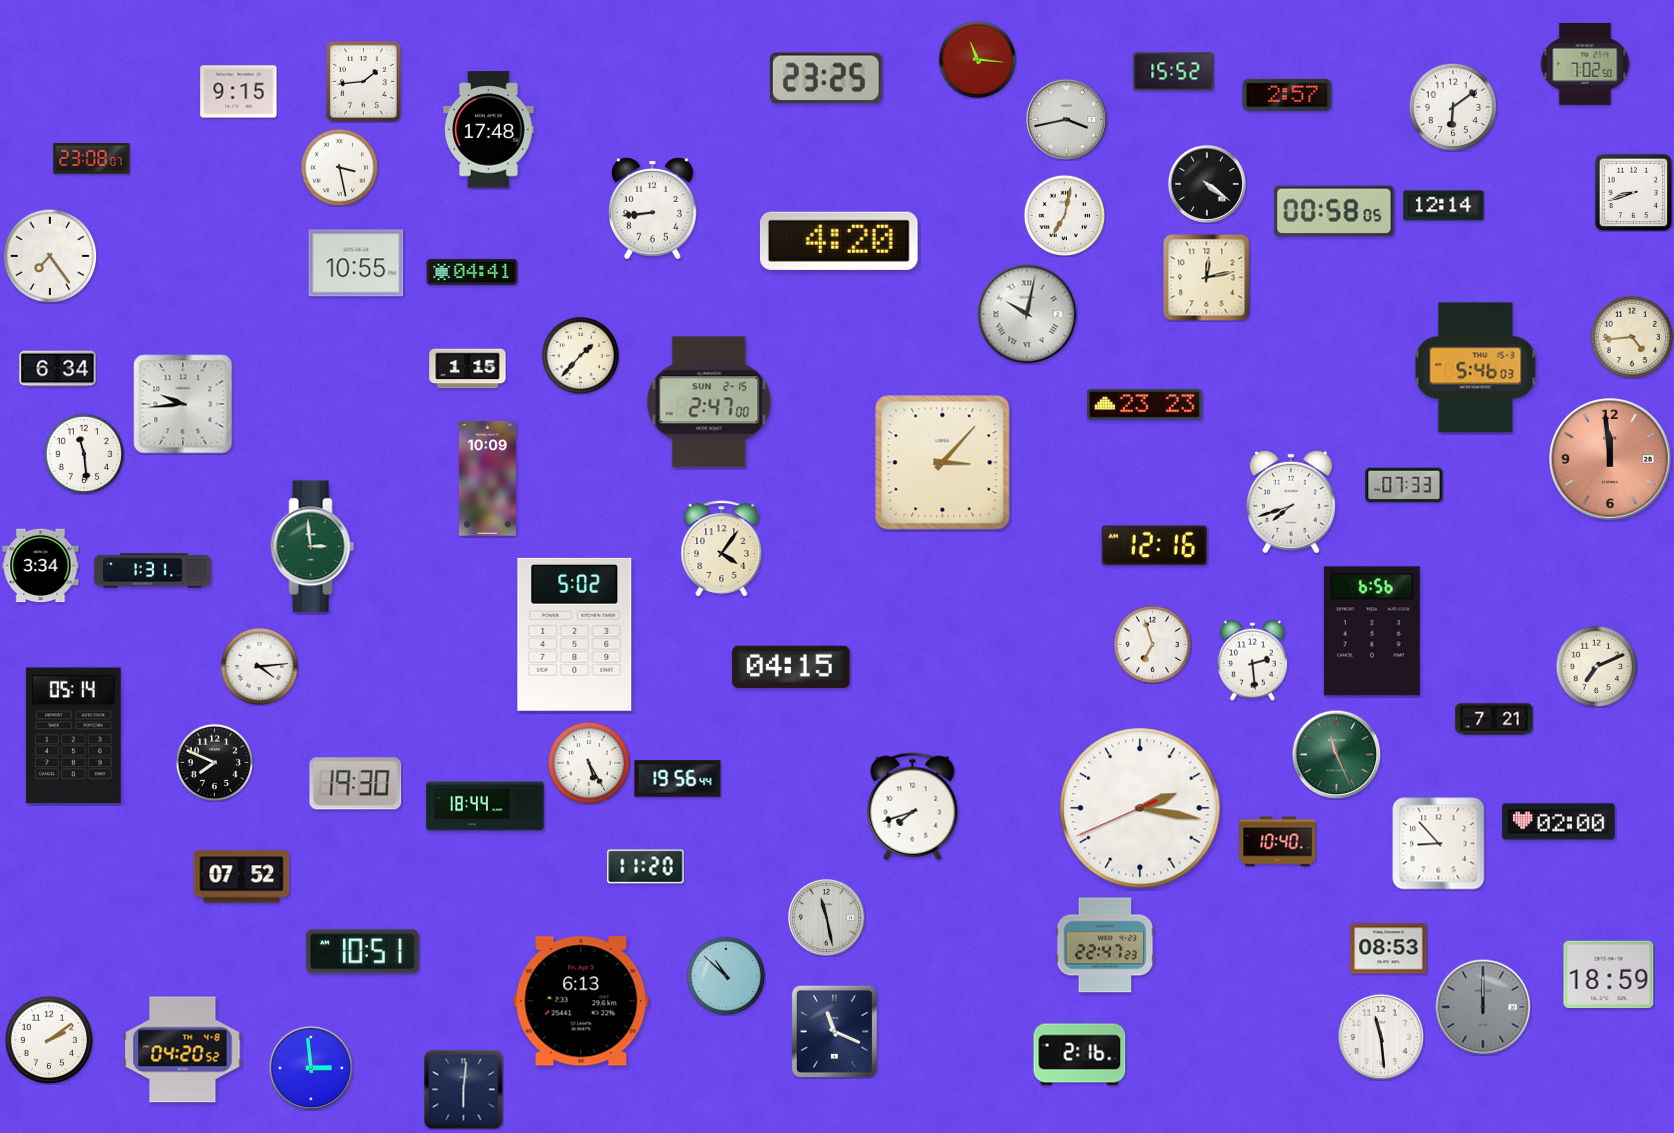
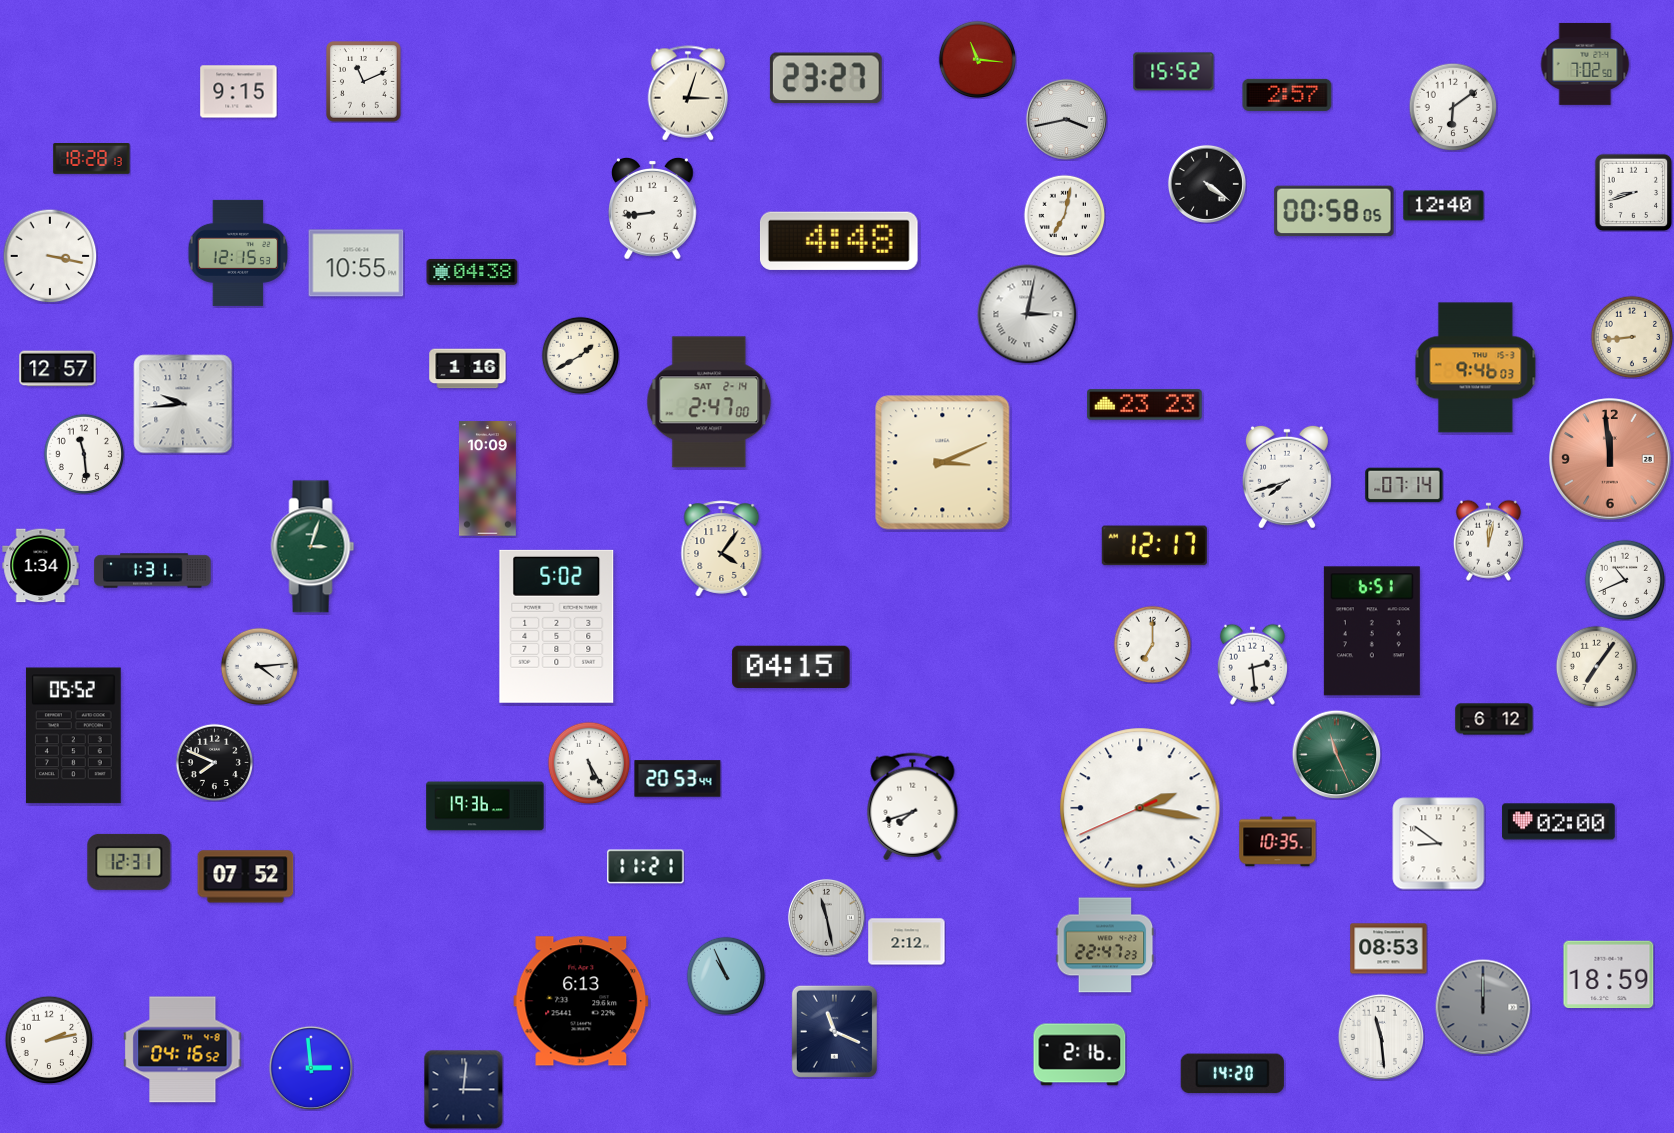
clock at (826, 78): 23:25 -> 23:27
clock at (364, 82): 1:44 -> 11:11
clock at (688, 93): none -> 3:03
clock at (489, 130): 17:48 -> none
clock at (92, 159): 23:08 -> 18:28
clock at (339, 167): 3:28 -> none
clock at (1444, 206): 12:14 -> 12:40
clock at (839, 241): 4:20 -> 4:48
clock at (238, 253): none -> 12:15
clock at (50, 256): 7:24 -> 3:17
clock at (472, 272): 04:41 -> 04:38
clock at (1207, 278): 12:13 -> none
clock at (1027, 314): 10:02 -> 3:02
clock at (1632, 337): 4:44 -> 8:44
clock at (580, 355): 1:37 -> 1:40
clock at (1476, 368): 5:46 -> 9:46
clock at (58, 369): 6:34 -> 12:57
clock at (468, 369): 1:15 -> 1:16
clock at (709, 402) date: SUN 2-15 -> SAT 2-14
clock at (943, 463): 3:07 -> 3:11
clock at (1404, 485): 07:33 -> 07:14
clock at (1291, 502) position: (1291, 502) -> (1287, 477)
clock at (1488, 540): none -> 12:02
clock at (1154, 546): 12:16 -> 12:17
clock at (313, 547): 2:59 -> 3:03
clock at (41, 566): 3:34 -> 1:34
clock at (1625, 580): none -> 10:41
clock at (1372, 631): 6:56 -> 6:51
clock at (575, 634) position: (575, 634) -> (557, 626)
clock at (1152, 644): 6:57 -> 7:00
clock at (1252, 660) position: (1252, 660) -> (1252, 664)
clock at (1596, 666): 7:11 -> 7:06
clock at (1494, 719): 7:21 -> 6:12
clock at (73, 736): 05:14 -> 05:52
clock at (678, 779): 19:56 -> 20:53
clock at (356, 784): 19:30 -> none
clock at (485, 806): 18:44 -> 19:36
clock at (1278, 842): 10:40 -> 10:35
clock at (1439, 844): 8:53 -> 8:51
clock at (129, 862): none -> 12:31
clock at (646, 867): 11:20 -> 11:21
clock at (242, 877) position: (242, 877) -> (246, 877)
clock at (907, 942): none -> 2:12
clock at (362, 952): 10:51 -> none
clock at (726, 976): 10:52 -> 10:56
clock at (49, 1040): 2:09 -> 2:13
clock at (183, 1050): 04:20 -> 04:16
clock at (1232, 1074): none -> 14:20
clock at (463, 1089): 6:01 -> 3:01
